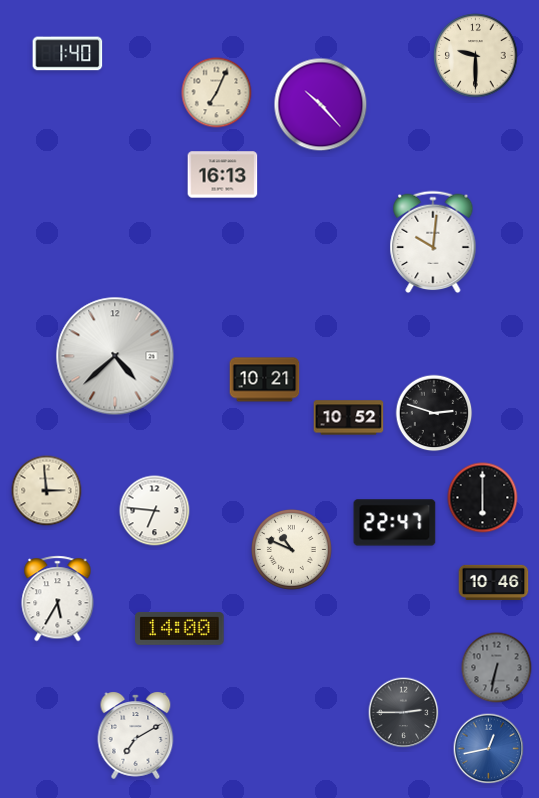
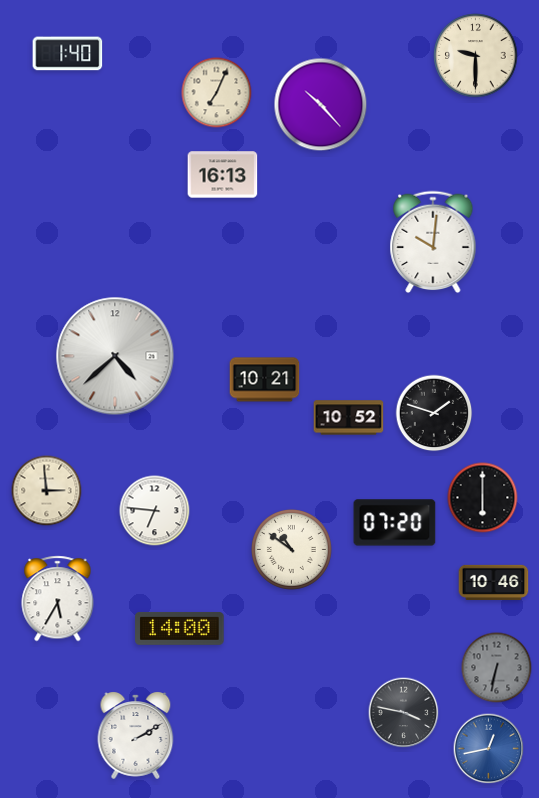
clock at (434, 413): 2:48 -> 1:48
clock at (395, 523): 22:47 -> 07:20
clock at (291, 549): 10:49 -> 10:51
clock at (404, 713): 2:45 -> 3:47
clock at (136, 735): 7:10 -> 2:10
